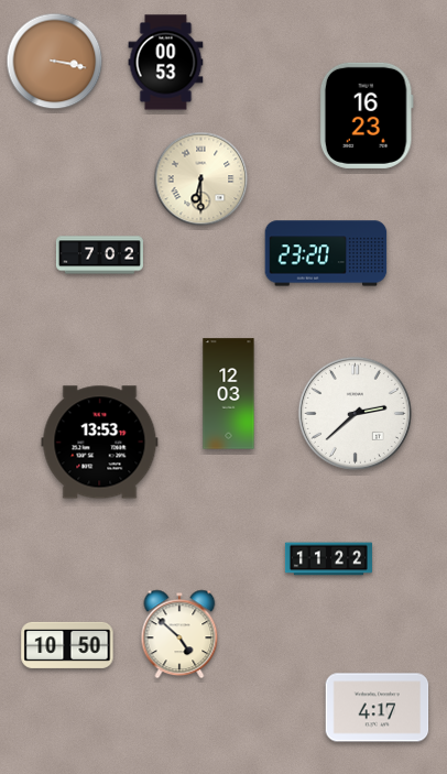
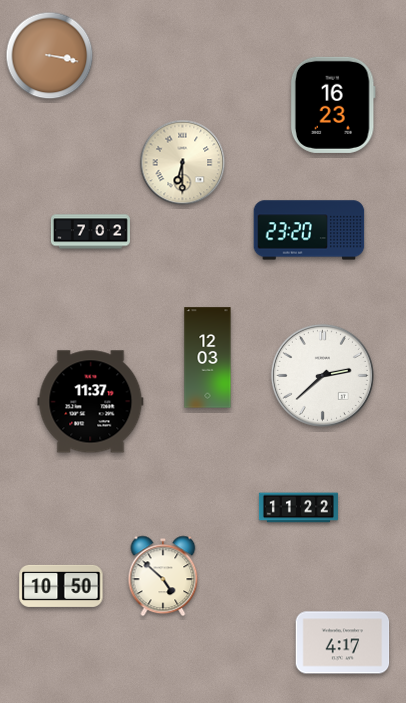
clock at (166, 63): 00:53 -> none
clock at (326, 253) position: (326, 253) -> (309, 230)
clock at (100, 443): 13:53 -> 11:37
